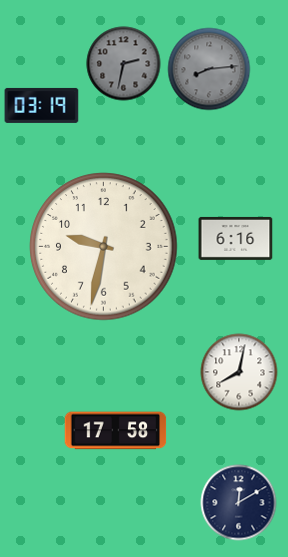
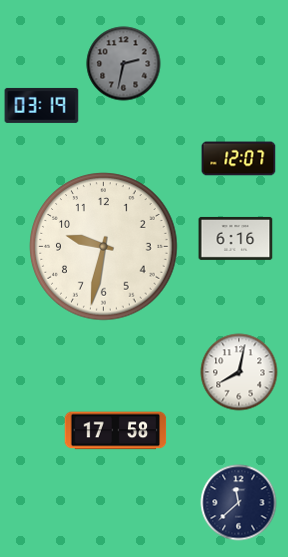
clock at (209, 69): 8:14 -> none
clock at (239, 159): none -> 12:07
clock at (239, 503): 12:10 -> 11:38
